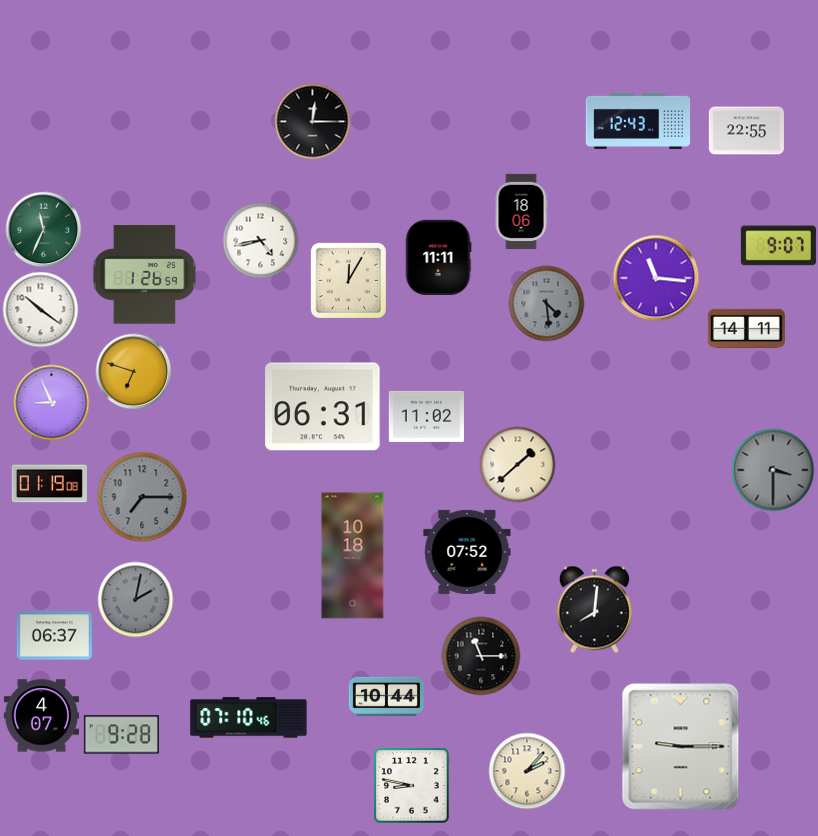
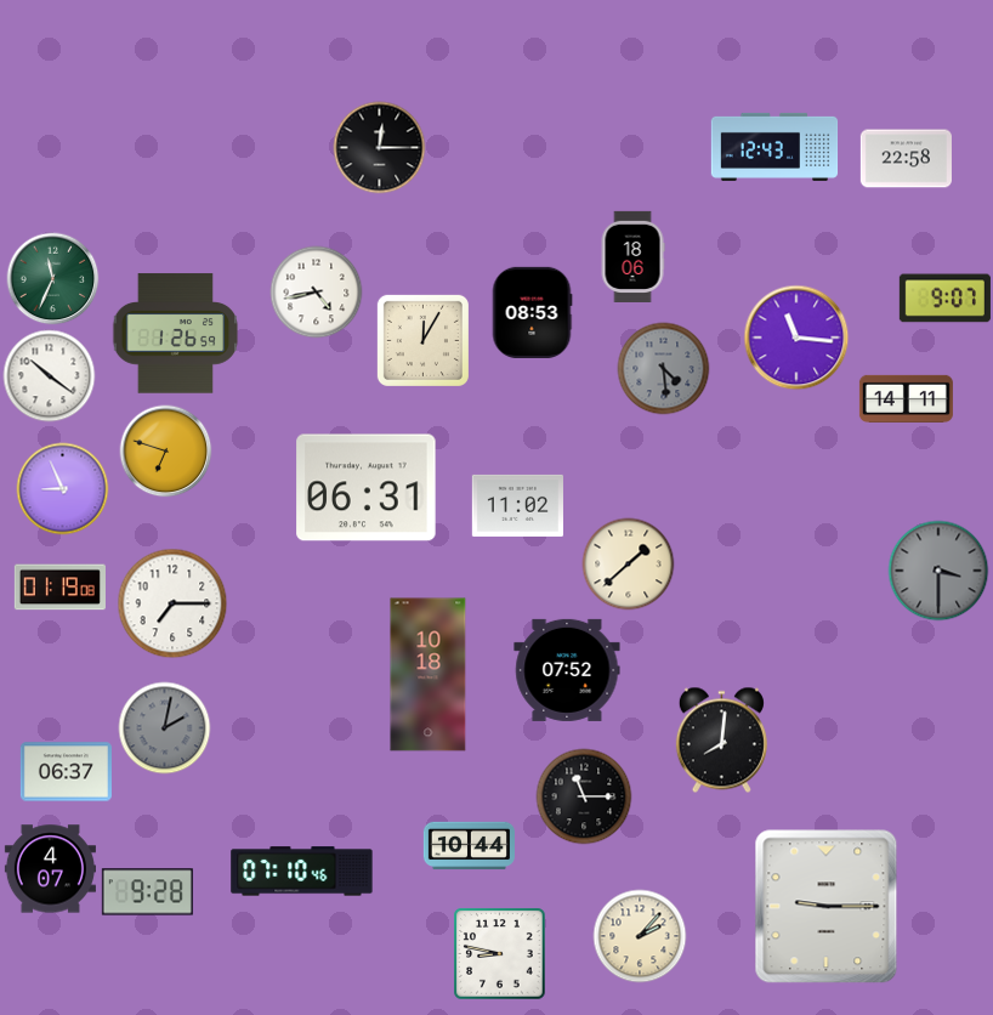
clock at (746, 131): 22:55 -> 22:58
clock at (438, 257): 11:11 -> 08:53
clock at (134, 372) position: (134, 372) -> (166, 452)
clock at (323, 407) position: (323, 407) -> (367, 488)
clock at (142, 497) dial: grey -> white
